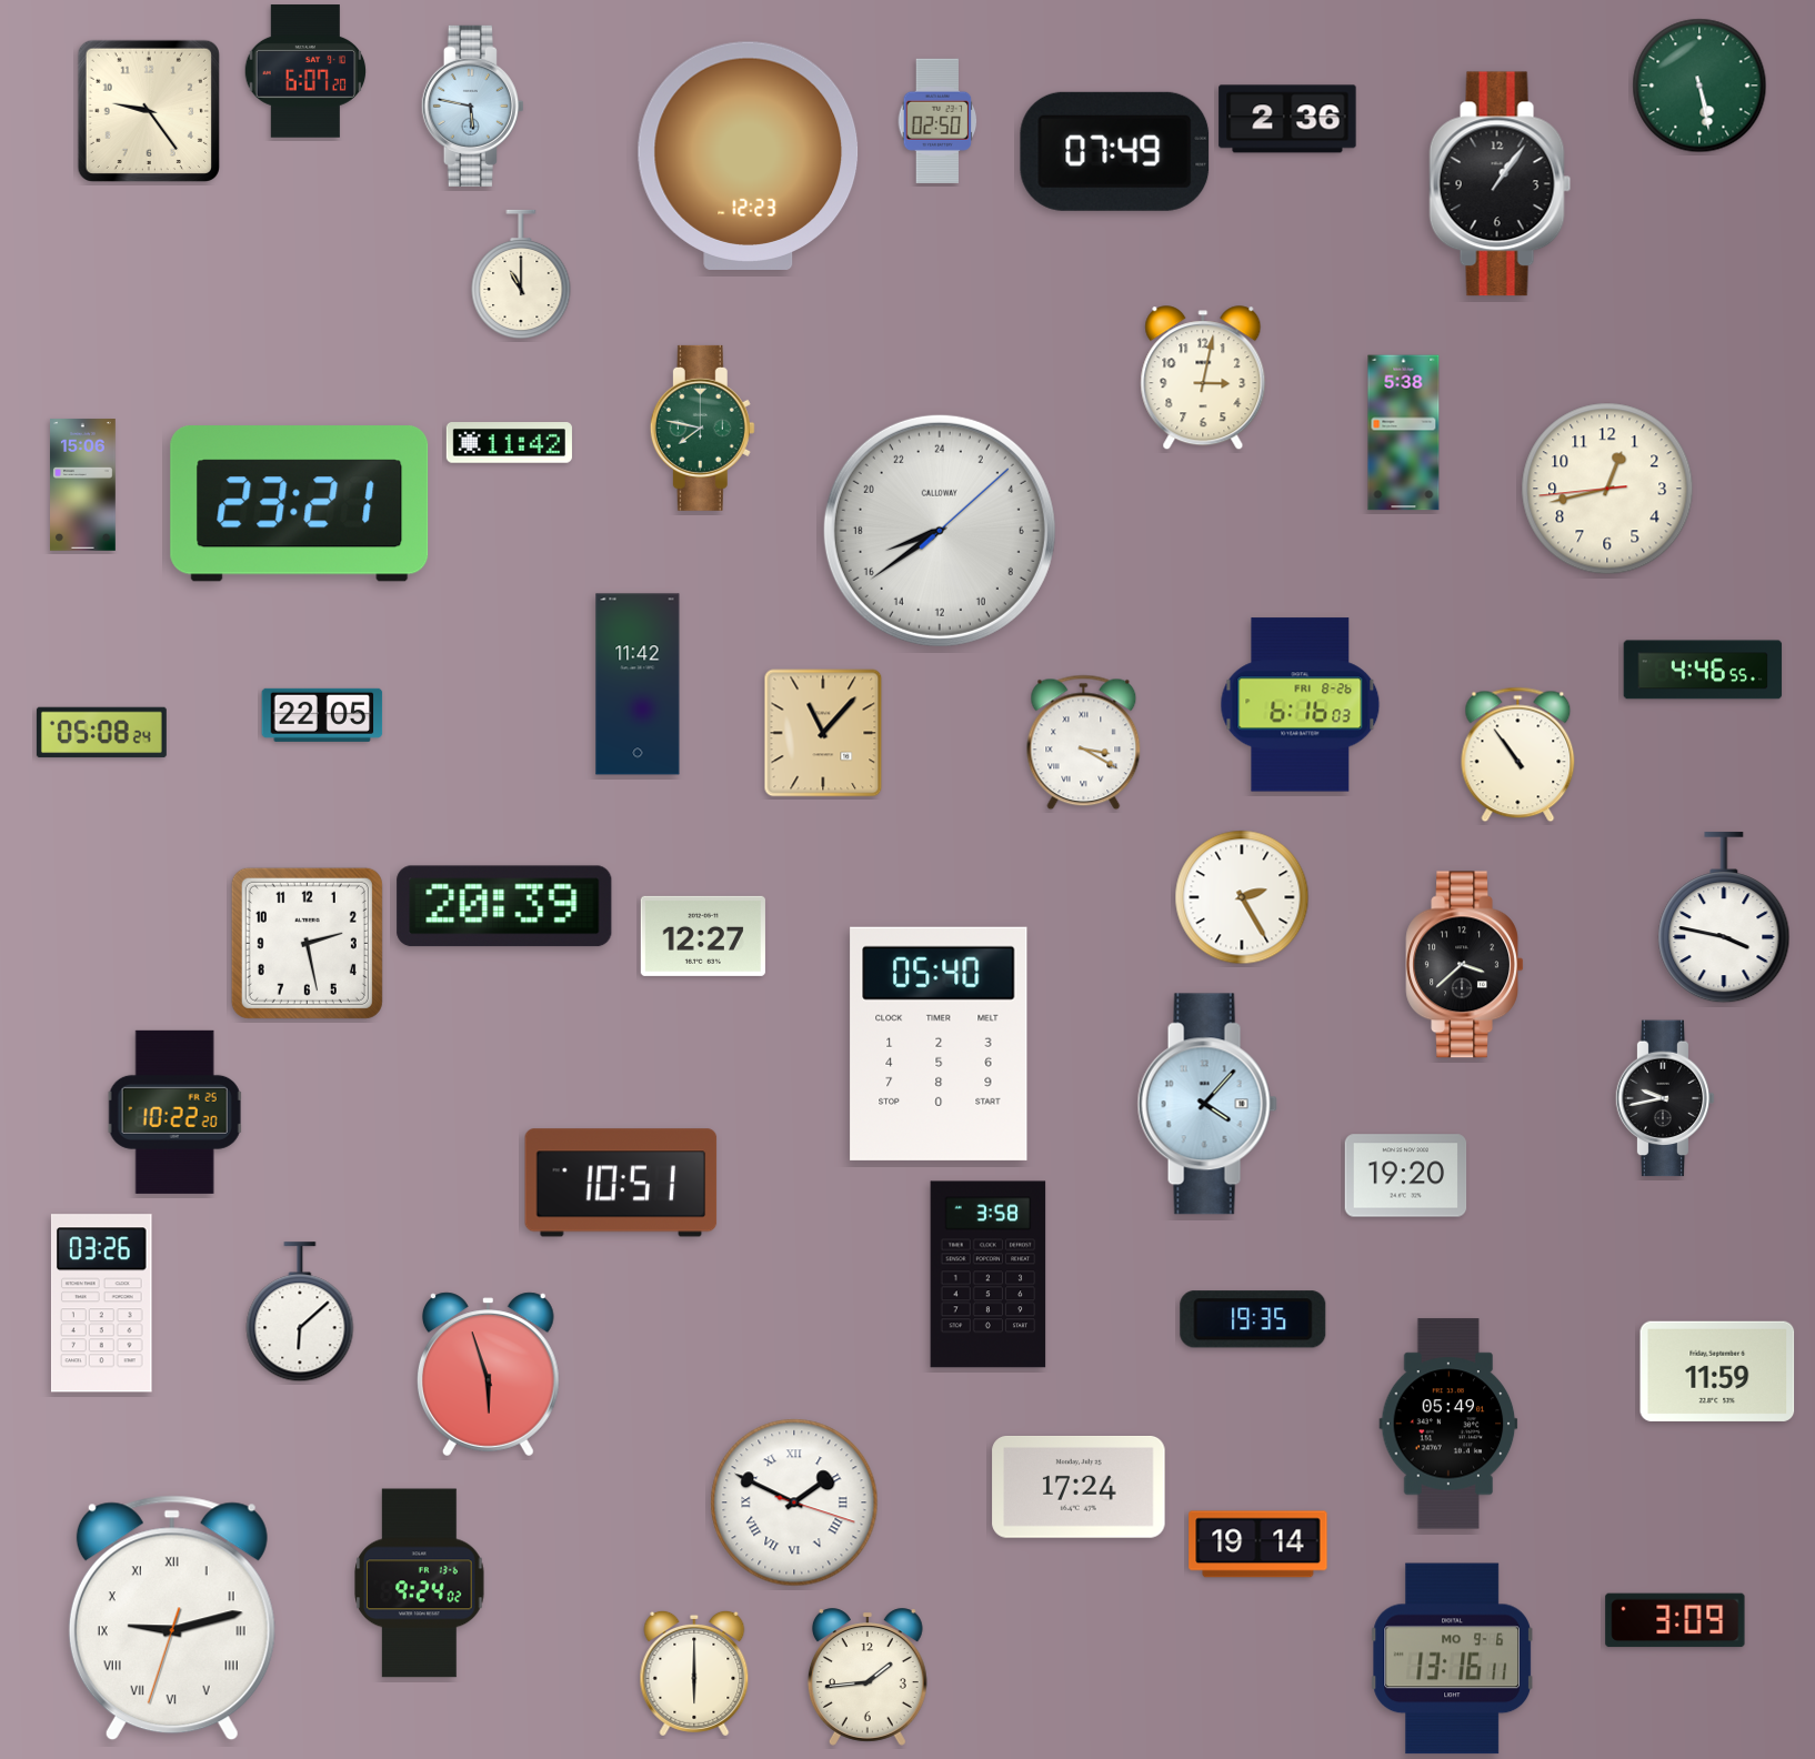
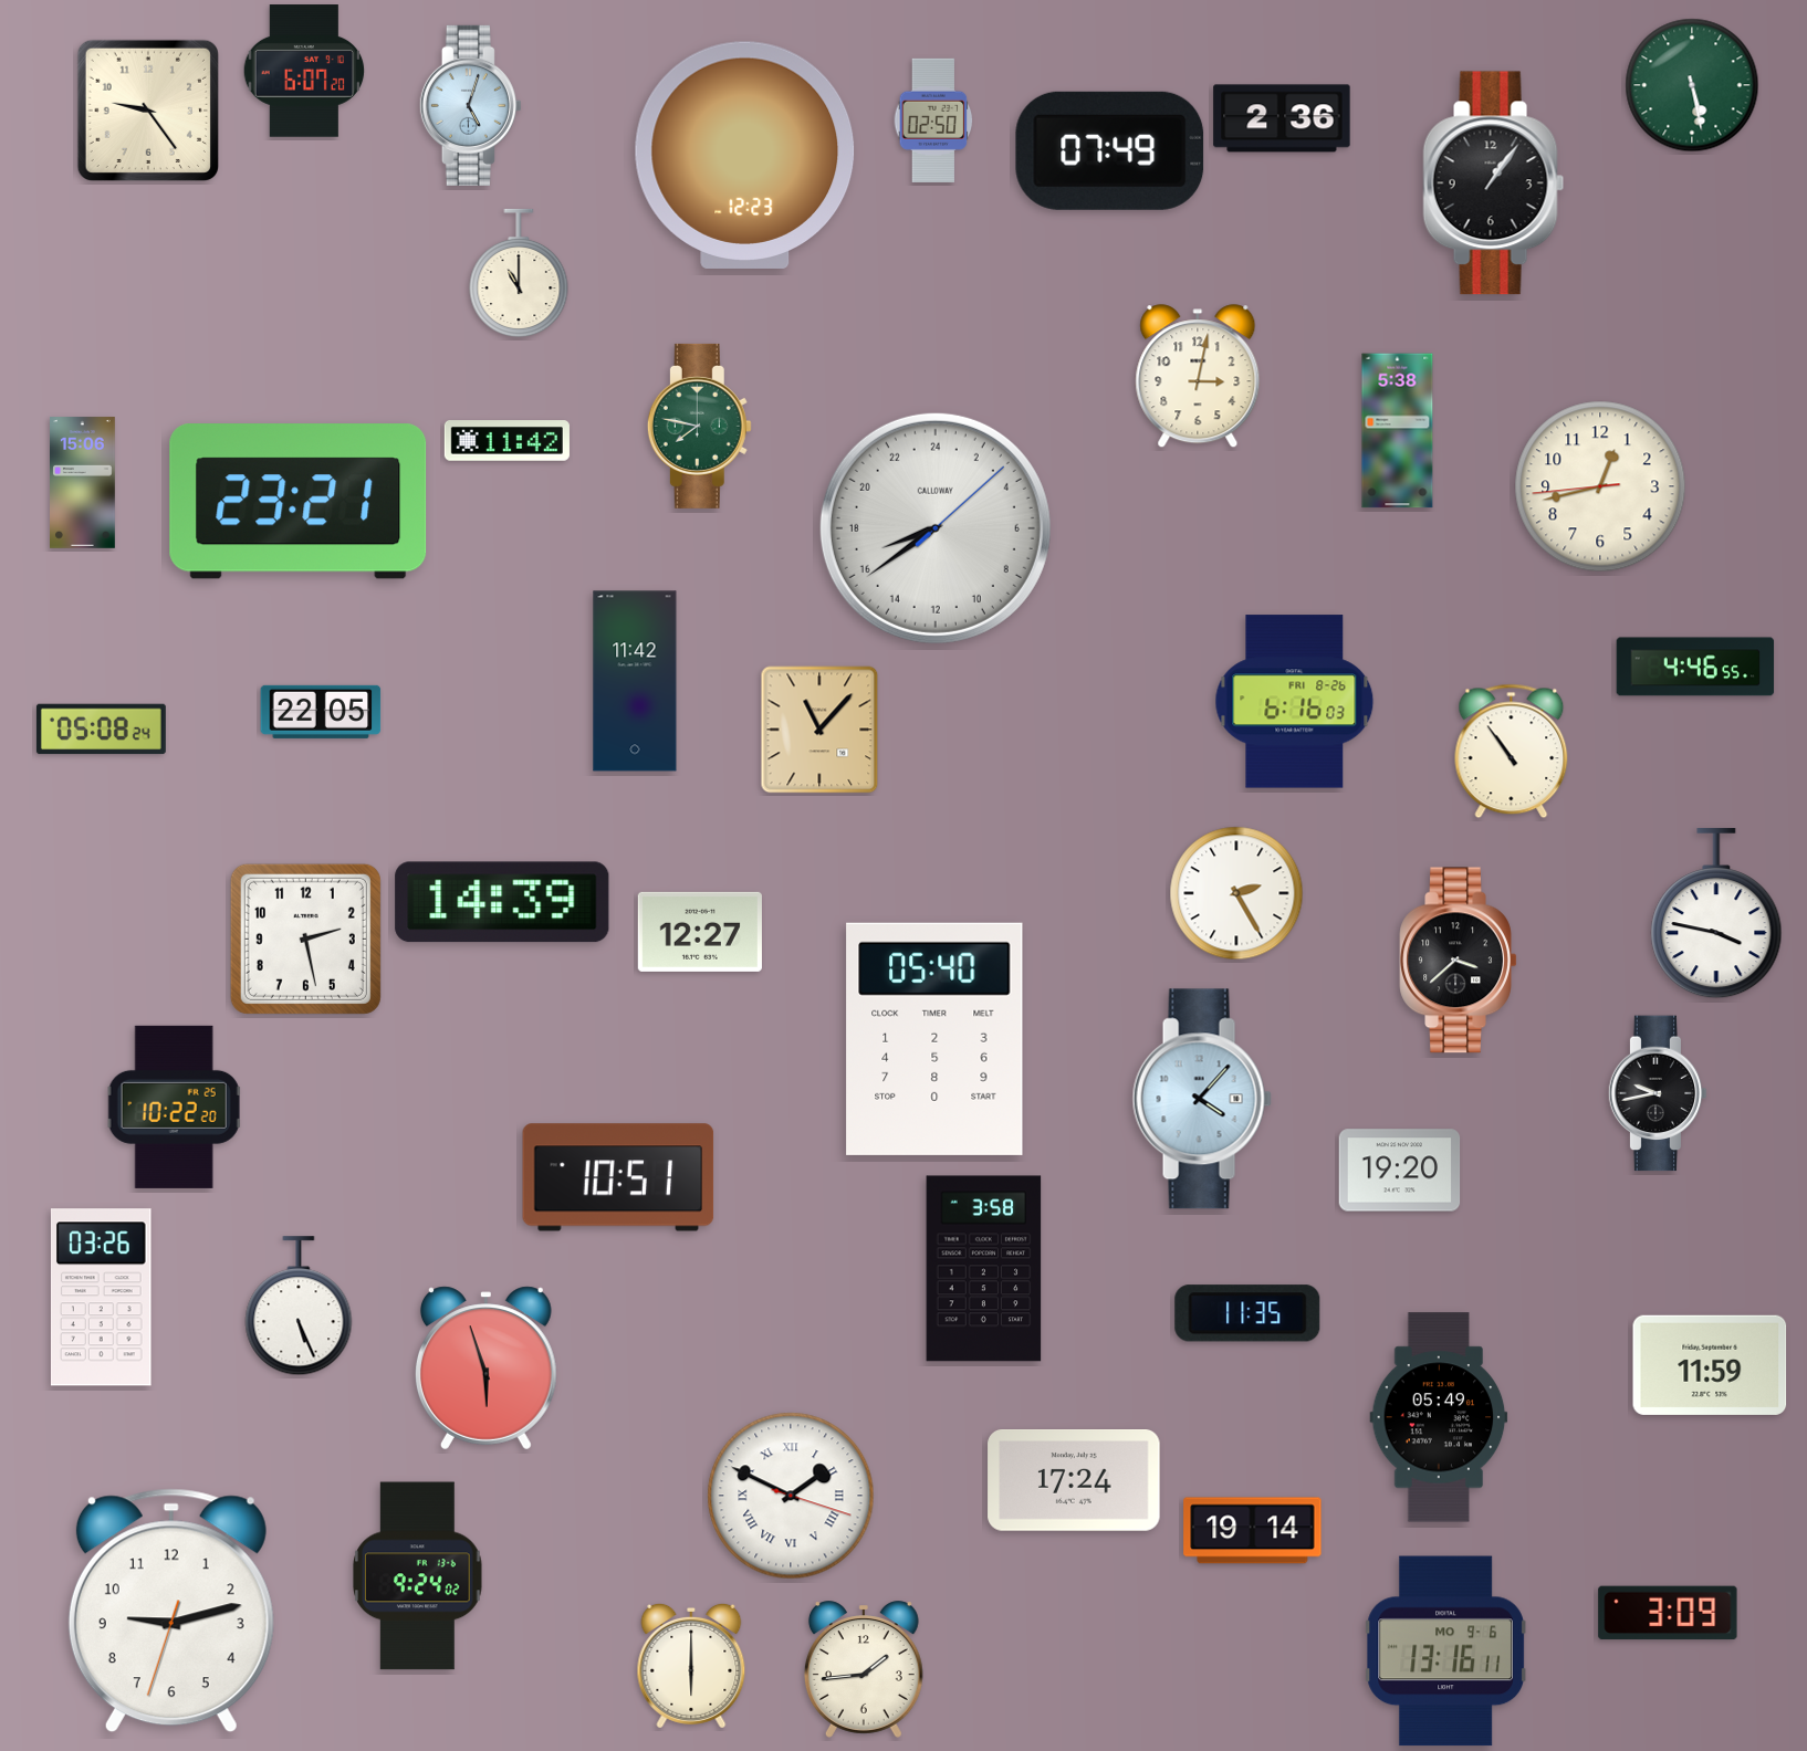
clock at (472, 105): 5:47 -> 5:03
clock at (1084, 743): 3:20 -> none
clock at (504, 906): 20:39 -> 14:39
clock at (300, 1313): 6:08 -> 5:26
clock at (1253, 1319): 19:35 -> 11:35
clock at (1448, 1424) position: (1448, 1424) -> (1439, 1417)
clock at (1259, 1545) position: (1259, 1545) -> (1253, 1531)
clock at (172, 1618) numerals: Roman -> Arabic
